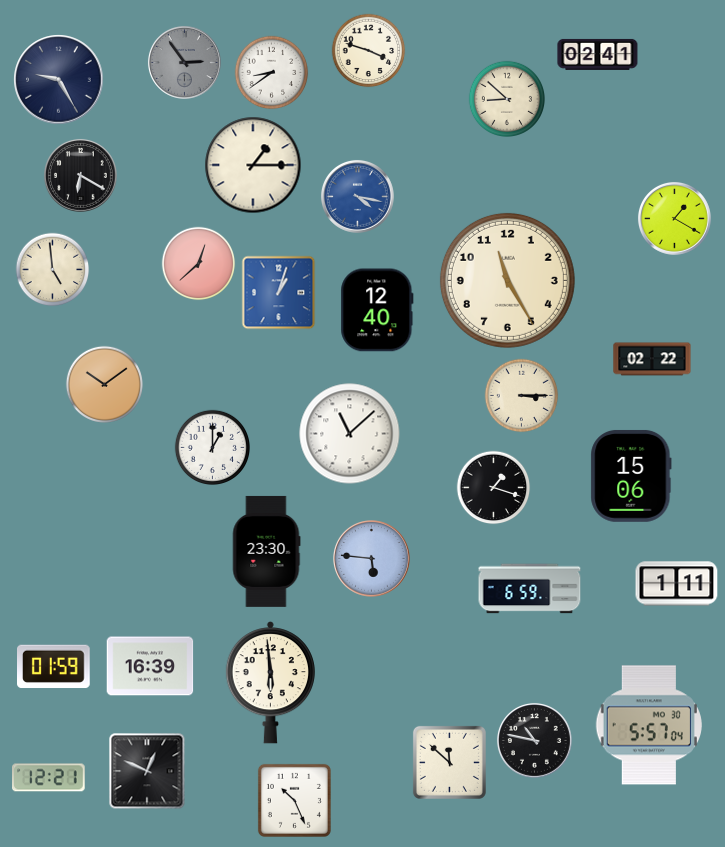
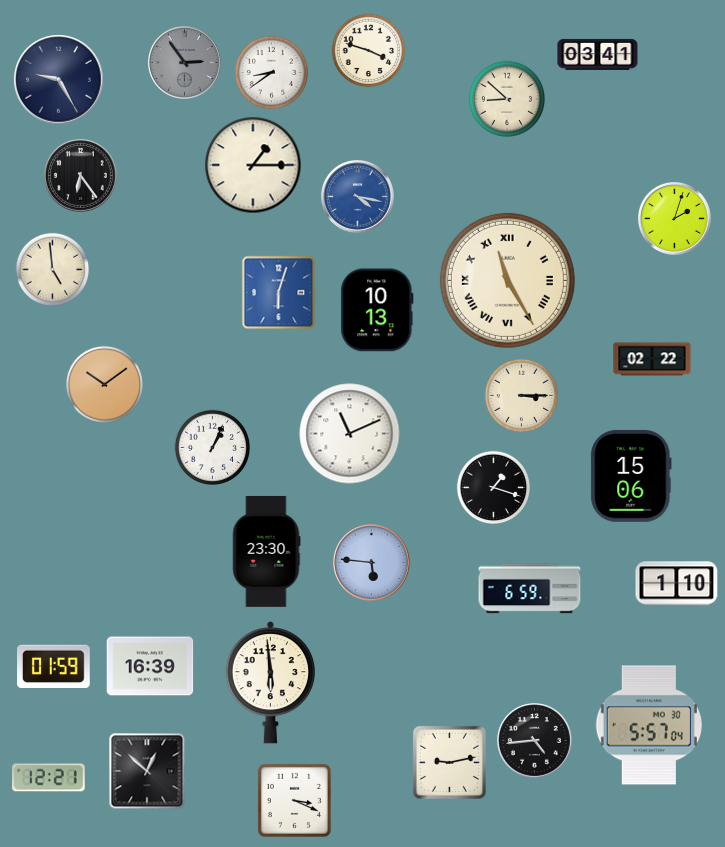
clock at (598, 54): 02:41 -> 03:41
clock at (80, 175): 6:20 -> 6:24
clock at (674, 218): 1:20 -> 2:03
clock at (199, 264): 12:38 -> none
clock at (507, 280) numerals: Arabic -> Roman
clock at (279, 293): 1:03 -> 6:03
clock at (377, 310): 12:40 -> 10:13
clock at (350, 434): 11:08 -> 11:11
clock at (212, 447): 1:00 -> 1:04
clock at (372, 559) position: (372, 559) -> (372, 563)
clock at (677, 584): 1:11 -> 1:10
clock at (535, 741): 10:47 -> 4:44
clock at (449, 762): 11:52 -> 9:13
clock at (147, 771): 12:49 -> 12:52
clock at (294, 800): 10:26 -> 3:19
